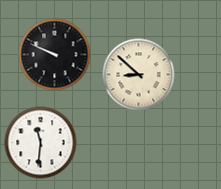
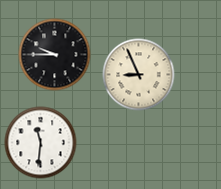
clock at (55, 55): 9:49 -> 9:45
clock at (139, 75): 8:52 -> 8:56
